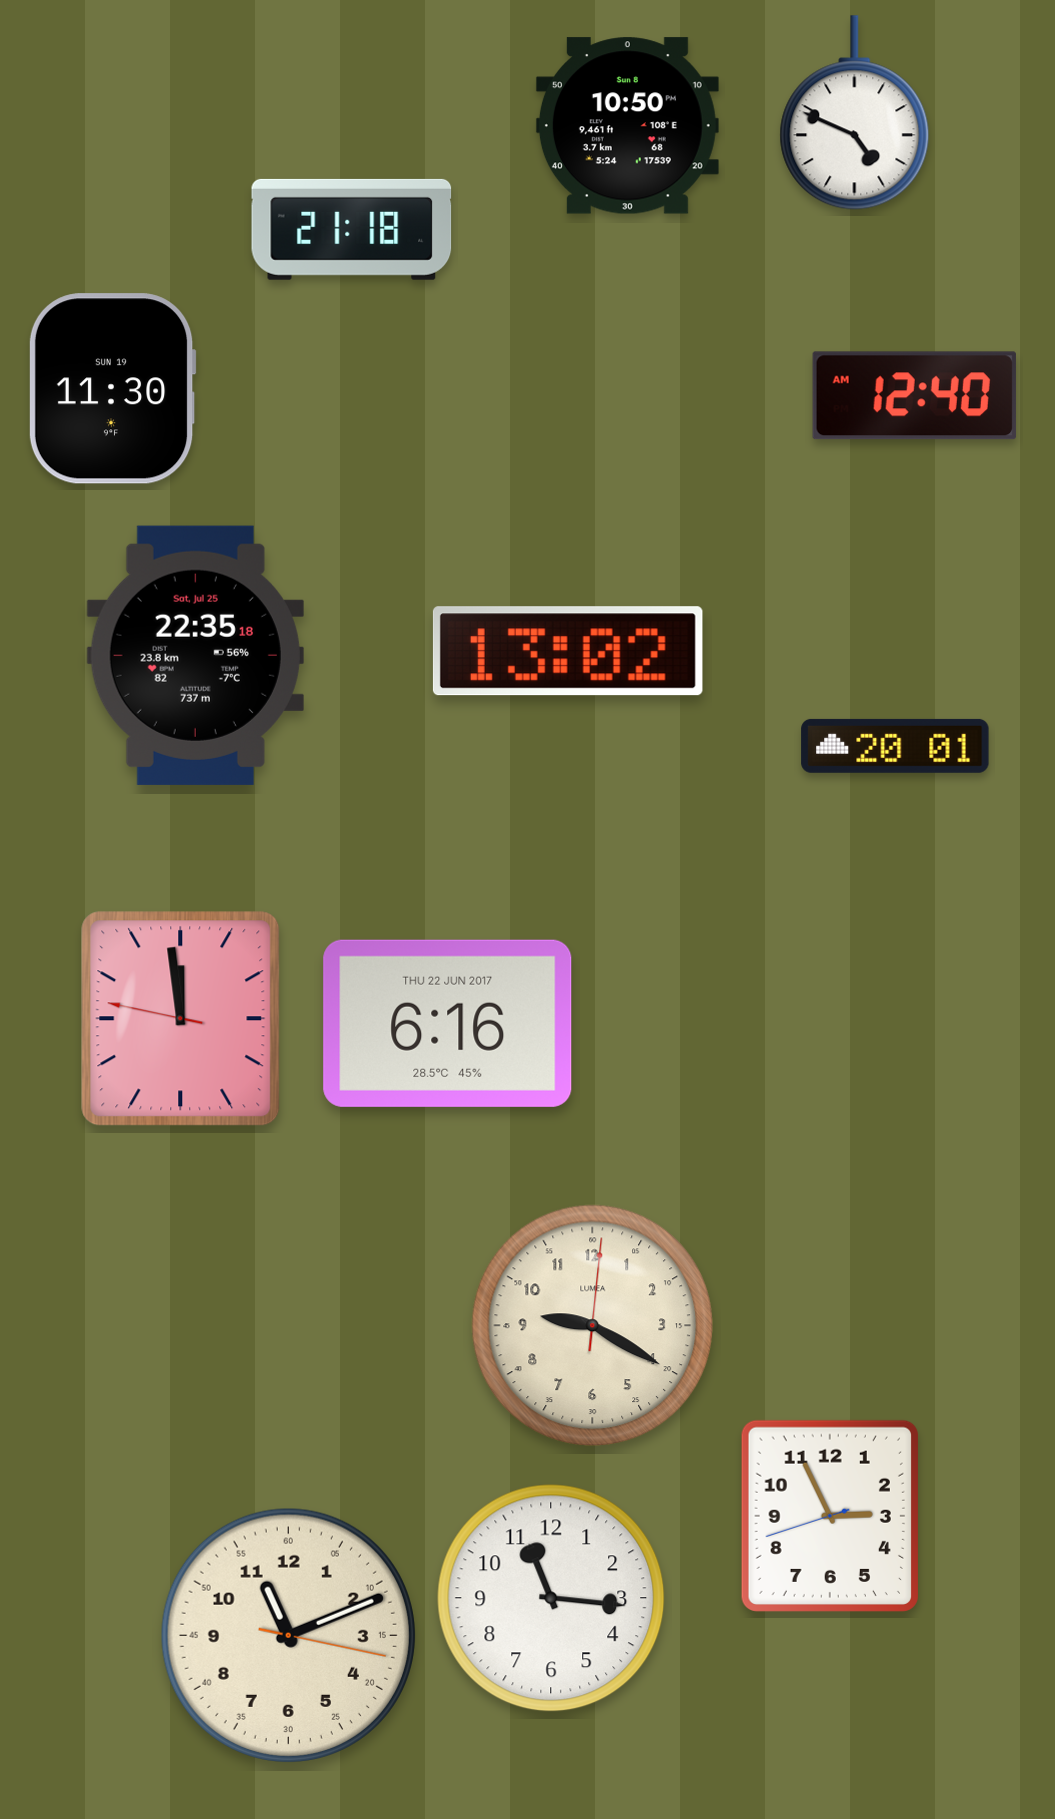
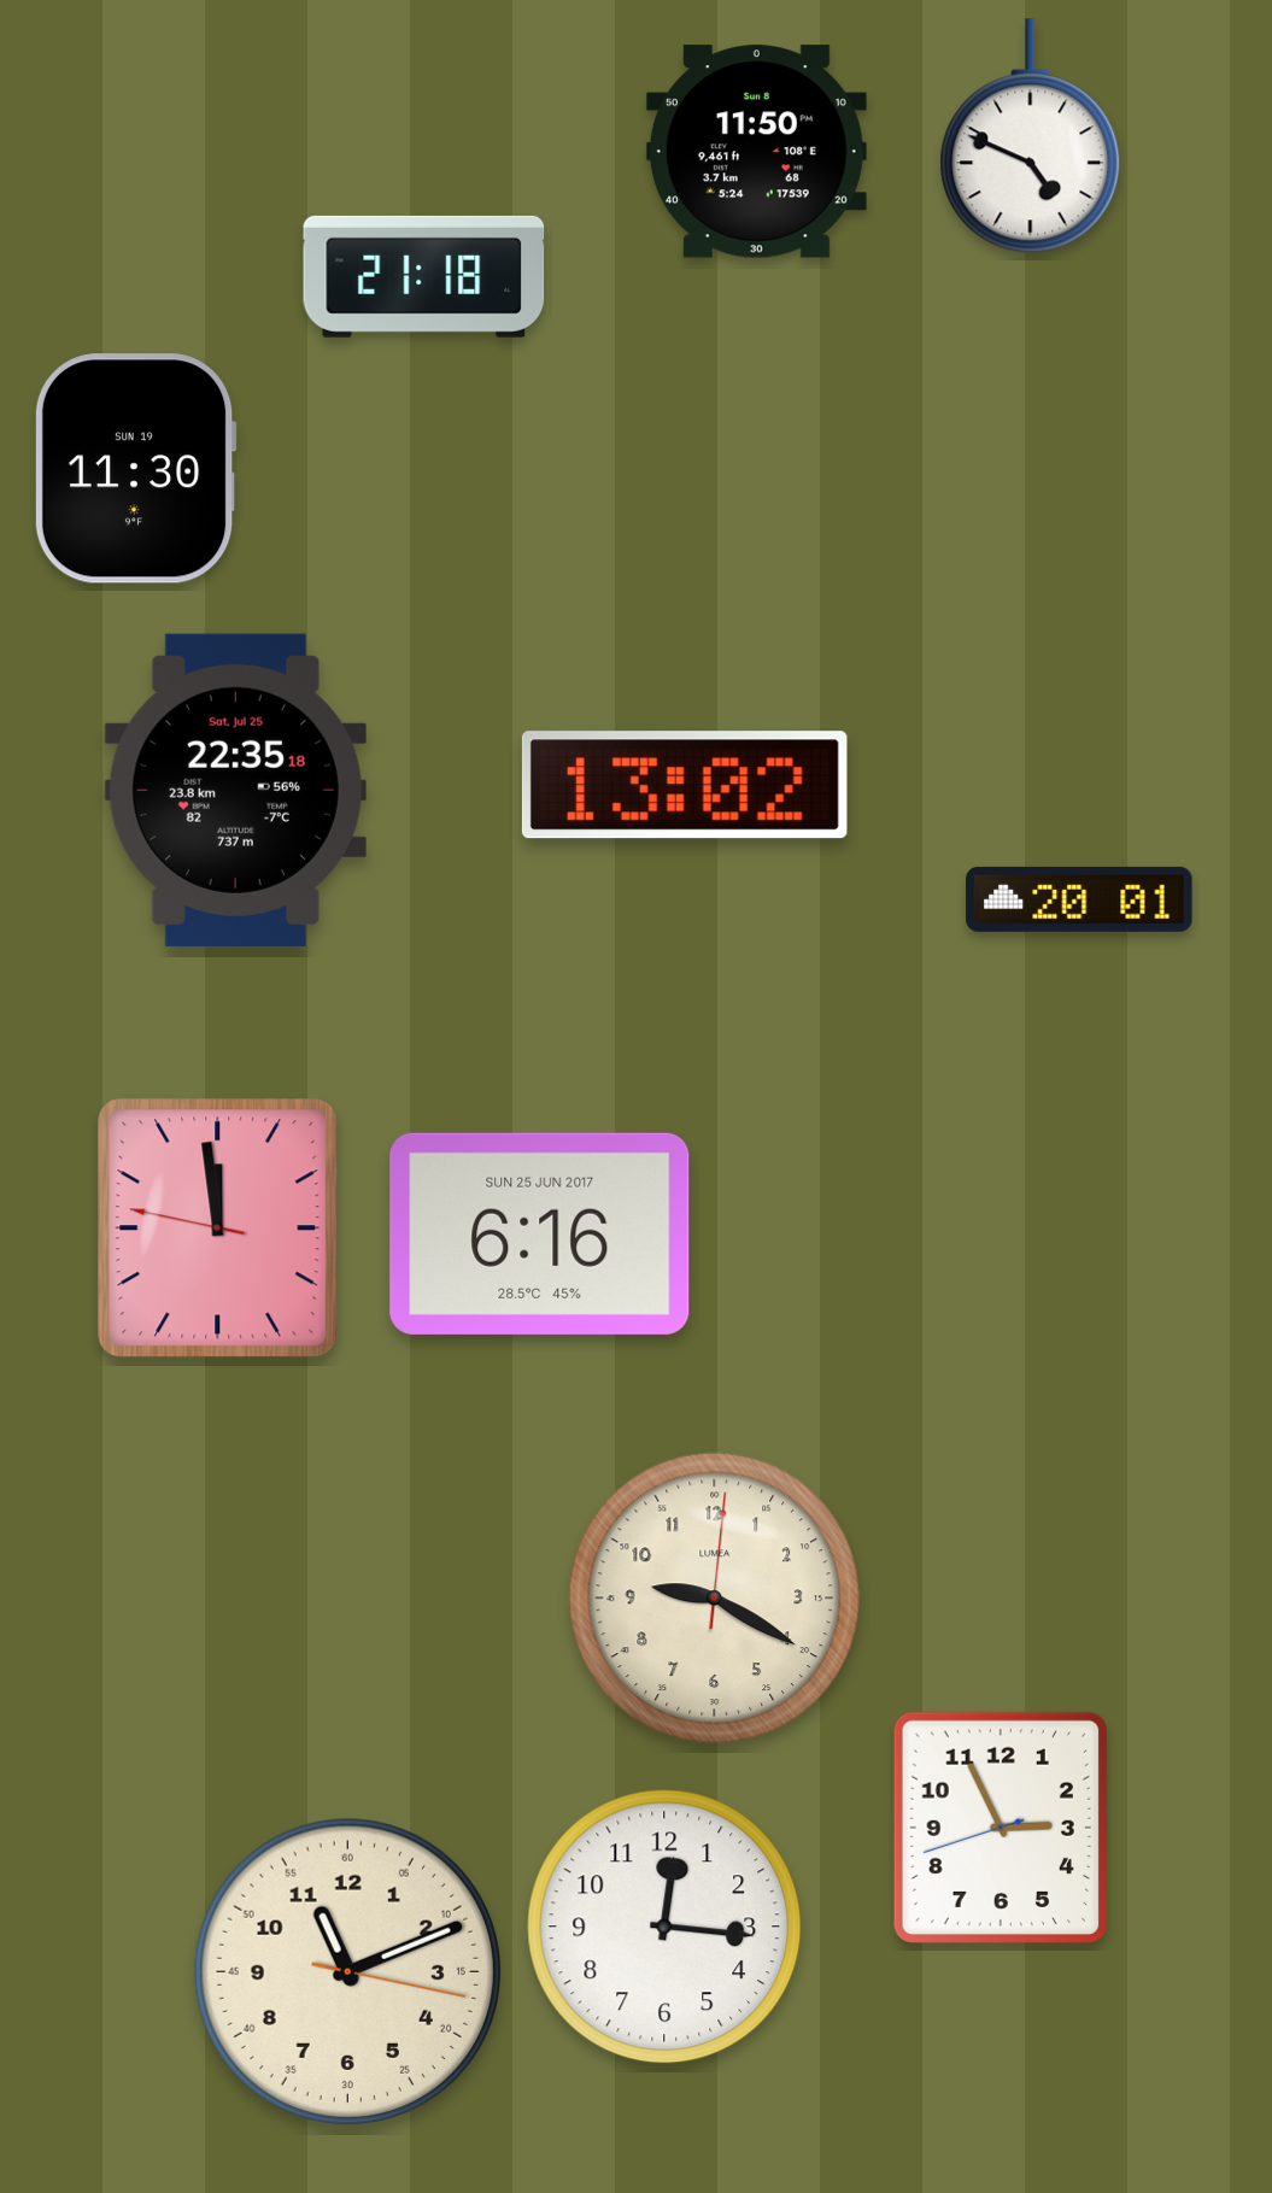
clock at (627, 126): 10:50 -> 11:50
clock at (914, 396): 12:40 -> none
clock at (448, 1023) date: THU 22 JUN 2017 -> SUN 25 JUN 2017
clock at (551, 1598): 11:16 -> 12:16
